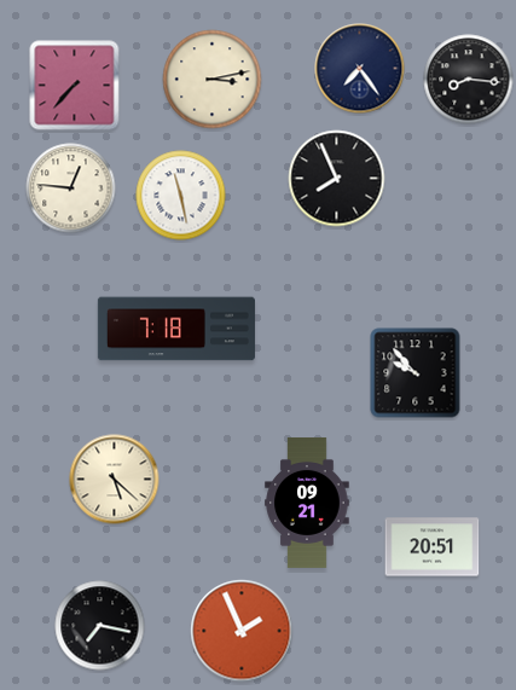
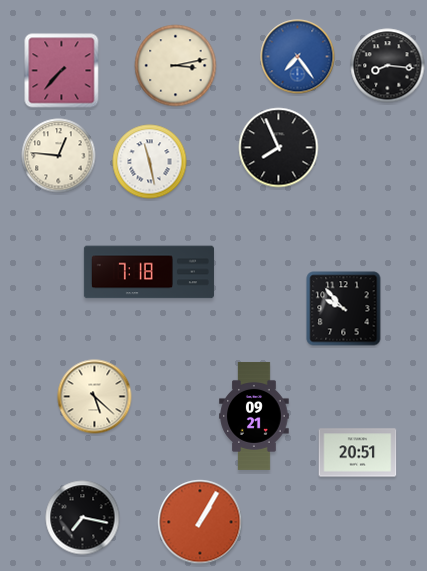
clock at (360, 69) dial: navy -> blue
clock at (176, 329) position: (176, 329) -> (149, 272)
clock at (242, 631): 1:56 -> 1:05
